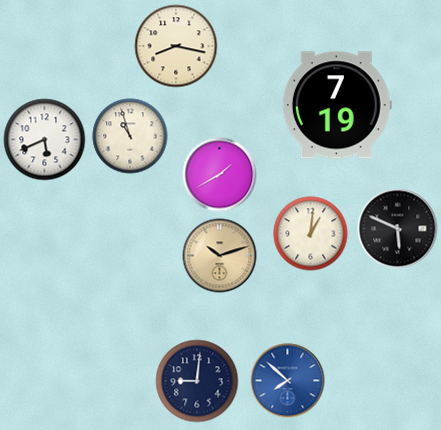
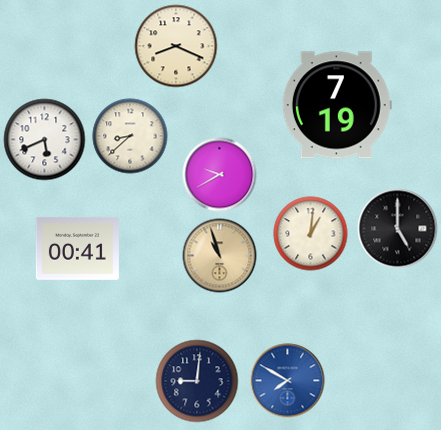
clock at (176, 46): 8:17 -> 8:19
clock at (130, 136): 10:57 -> 8:38
clock at (220, 175): 1:40 -> 9:40
clock at (398, 229): 5:49 -> 5:00
clock at (77, 249): none -> 00:41
clock at (220, 256): 10:12 -> 10:57
clock at (288, 381): 7:52 -> 7:50
